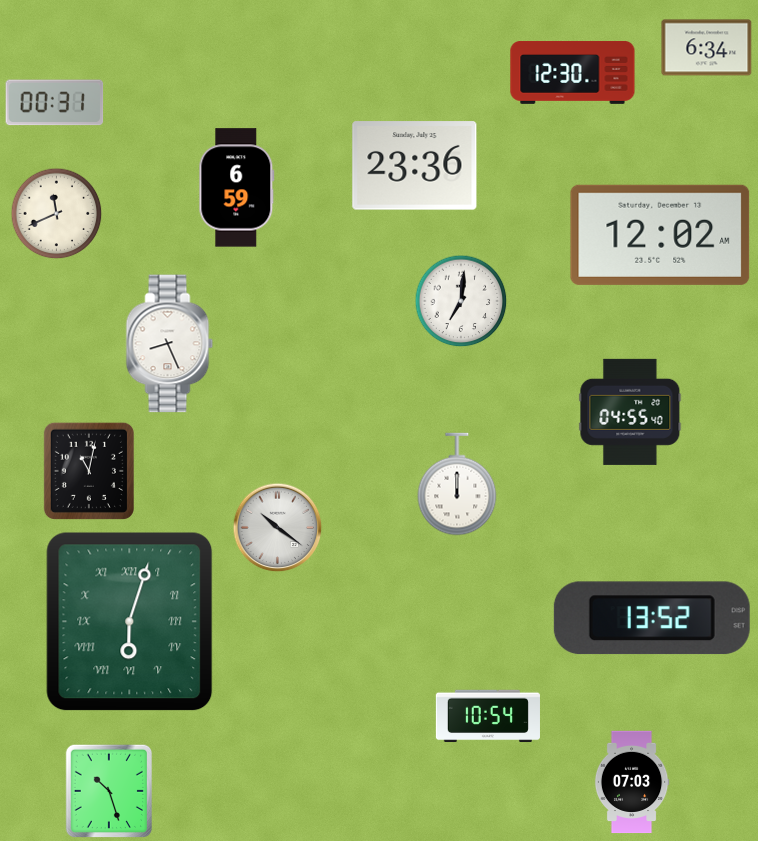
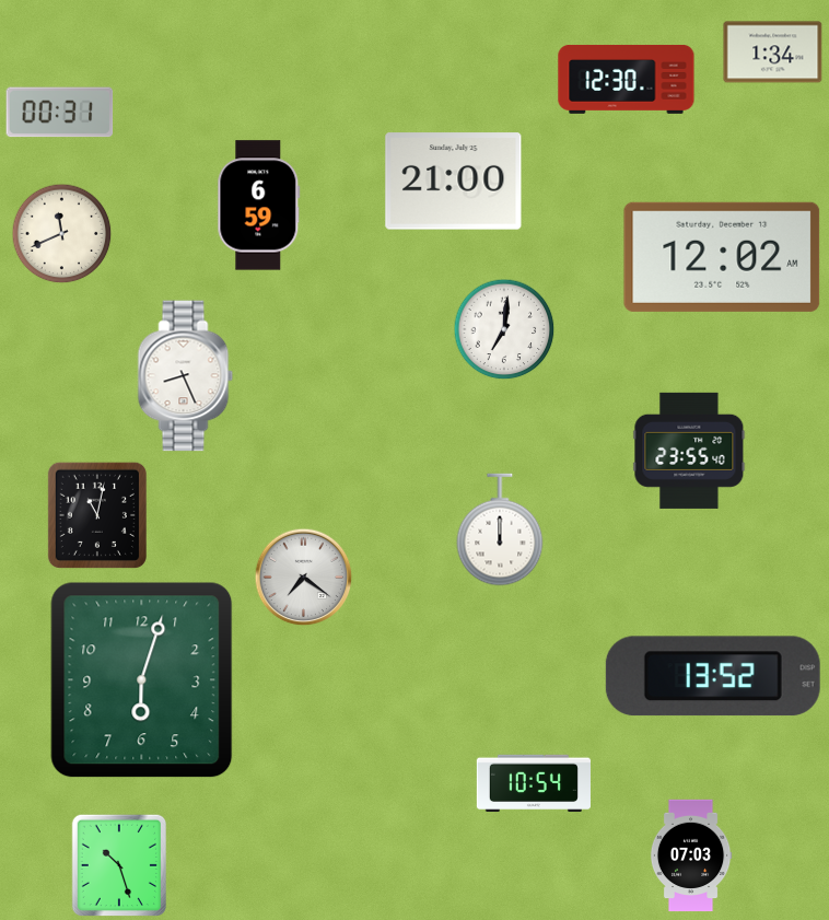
clock at (707, 48): 6:34 -> 1:34
clock at (415, 166): 23:36 -> 21:00
clock at (630, 412): 04:55 -> 23:55
clock at (277, 527): 10:21 -> 7:21
clock at (130, 622) numerals: Roman -> Arabic
